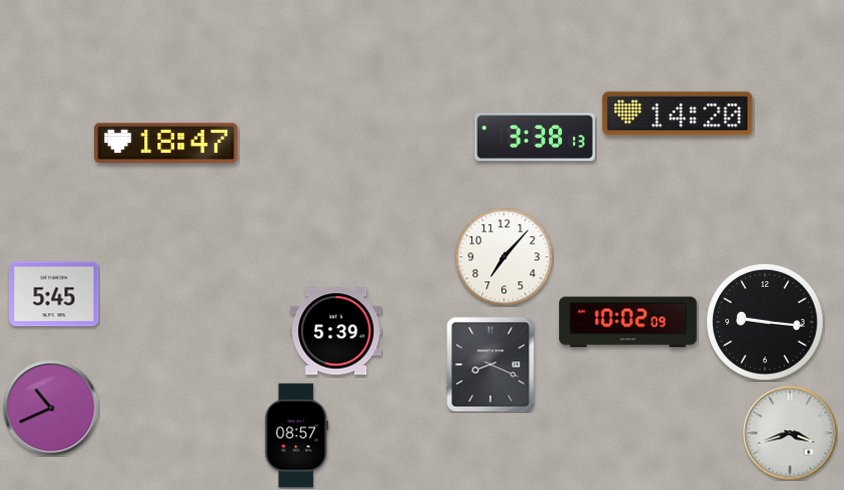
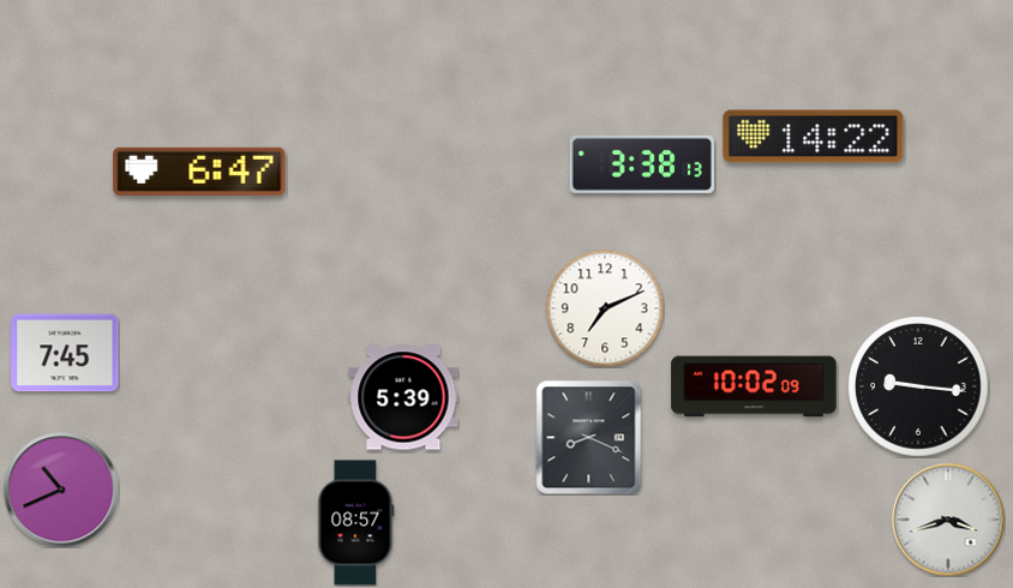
clock at (678, 114): 14:20 -> 14:22
clock at (166, 143): 18:47 -> 6:47
clock at (504, 257): 7:07 -> 7:11
clock at (54, 294): 5:45 -> 7:45
